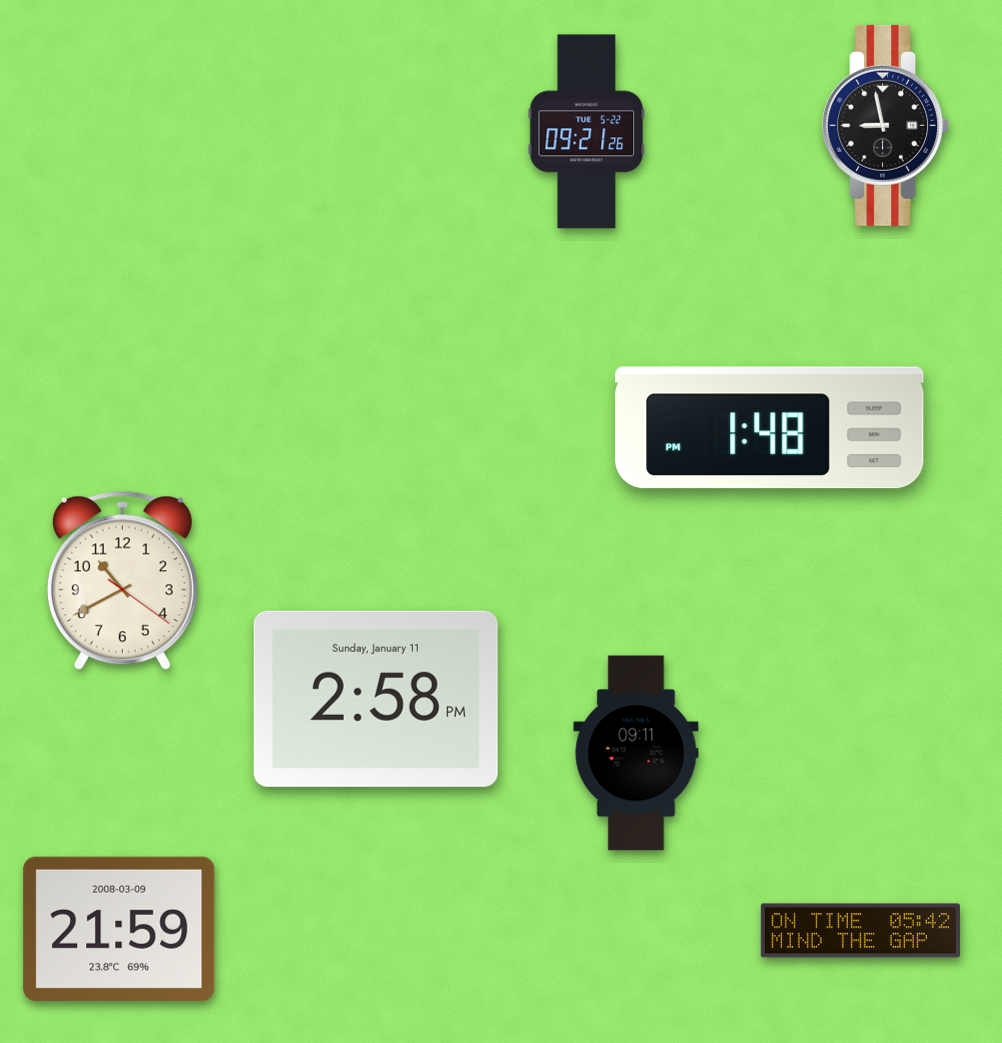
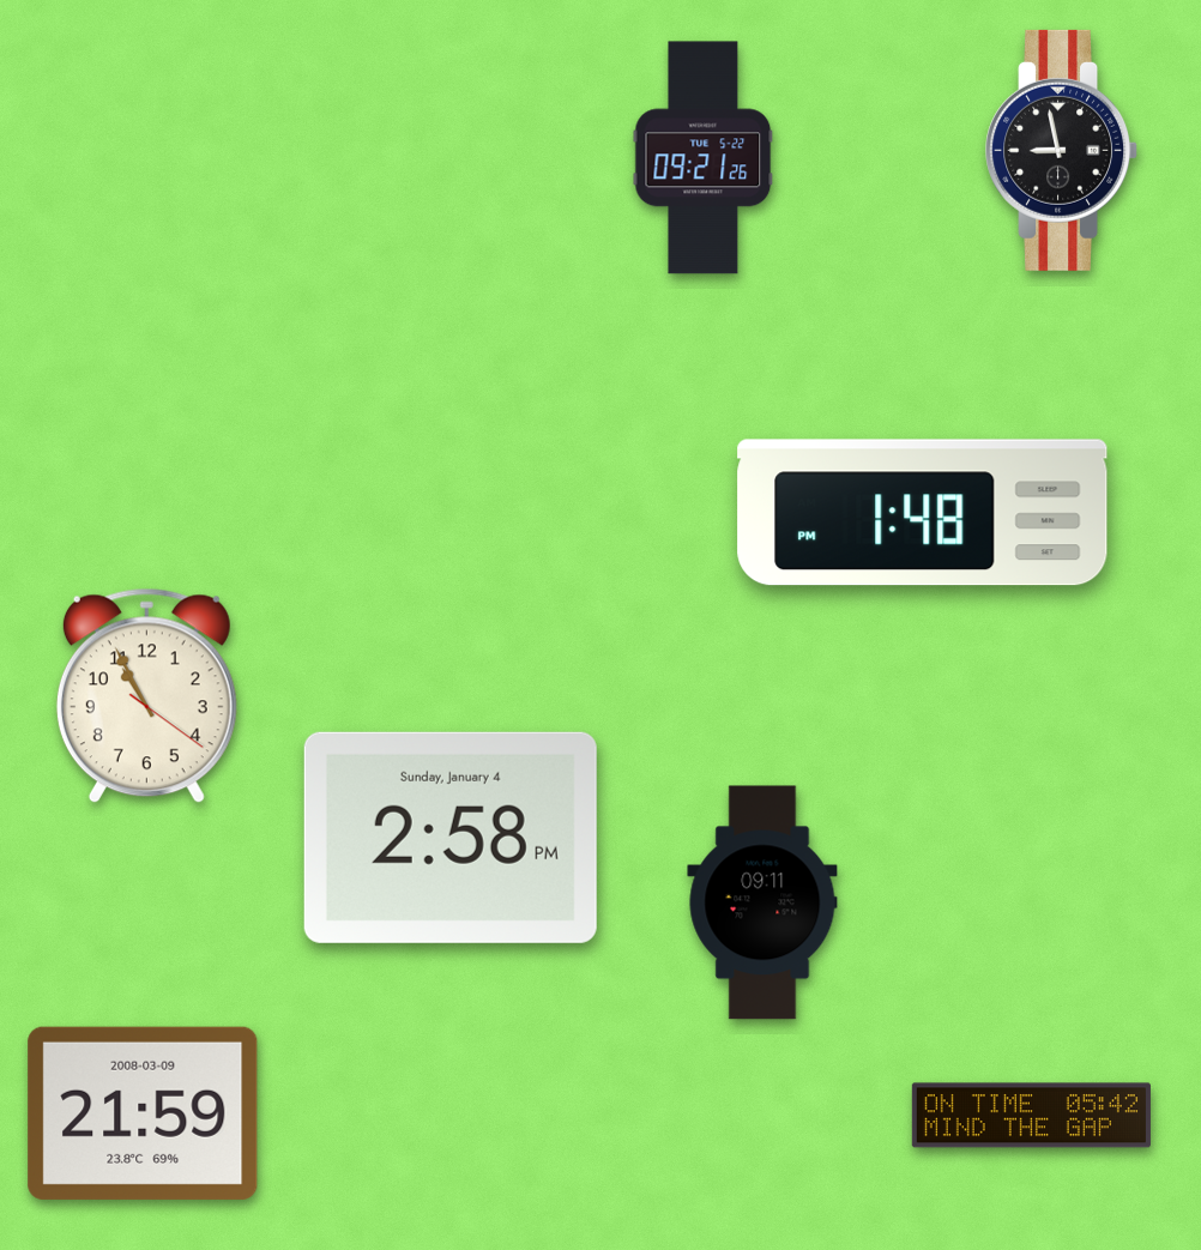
clock at (122, 581): 10:40 -> 10:55
clock at (376, 699) date: Sunday, January 11 -> Sunday, January 4
